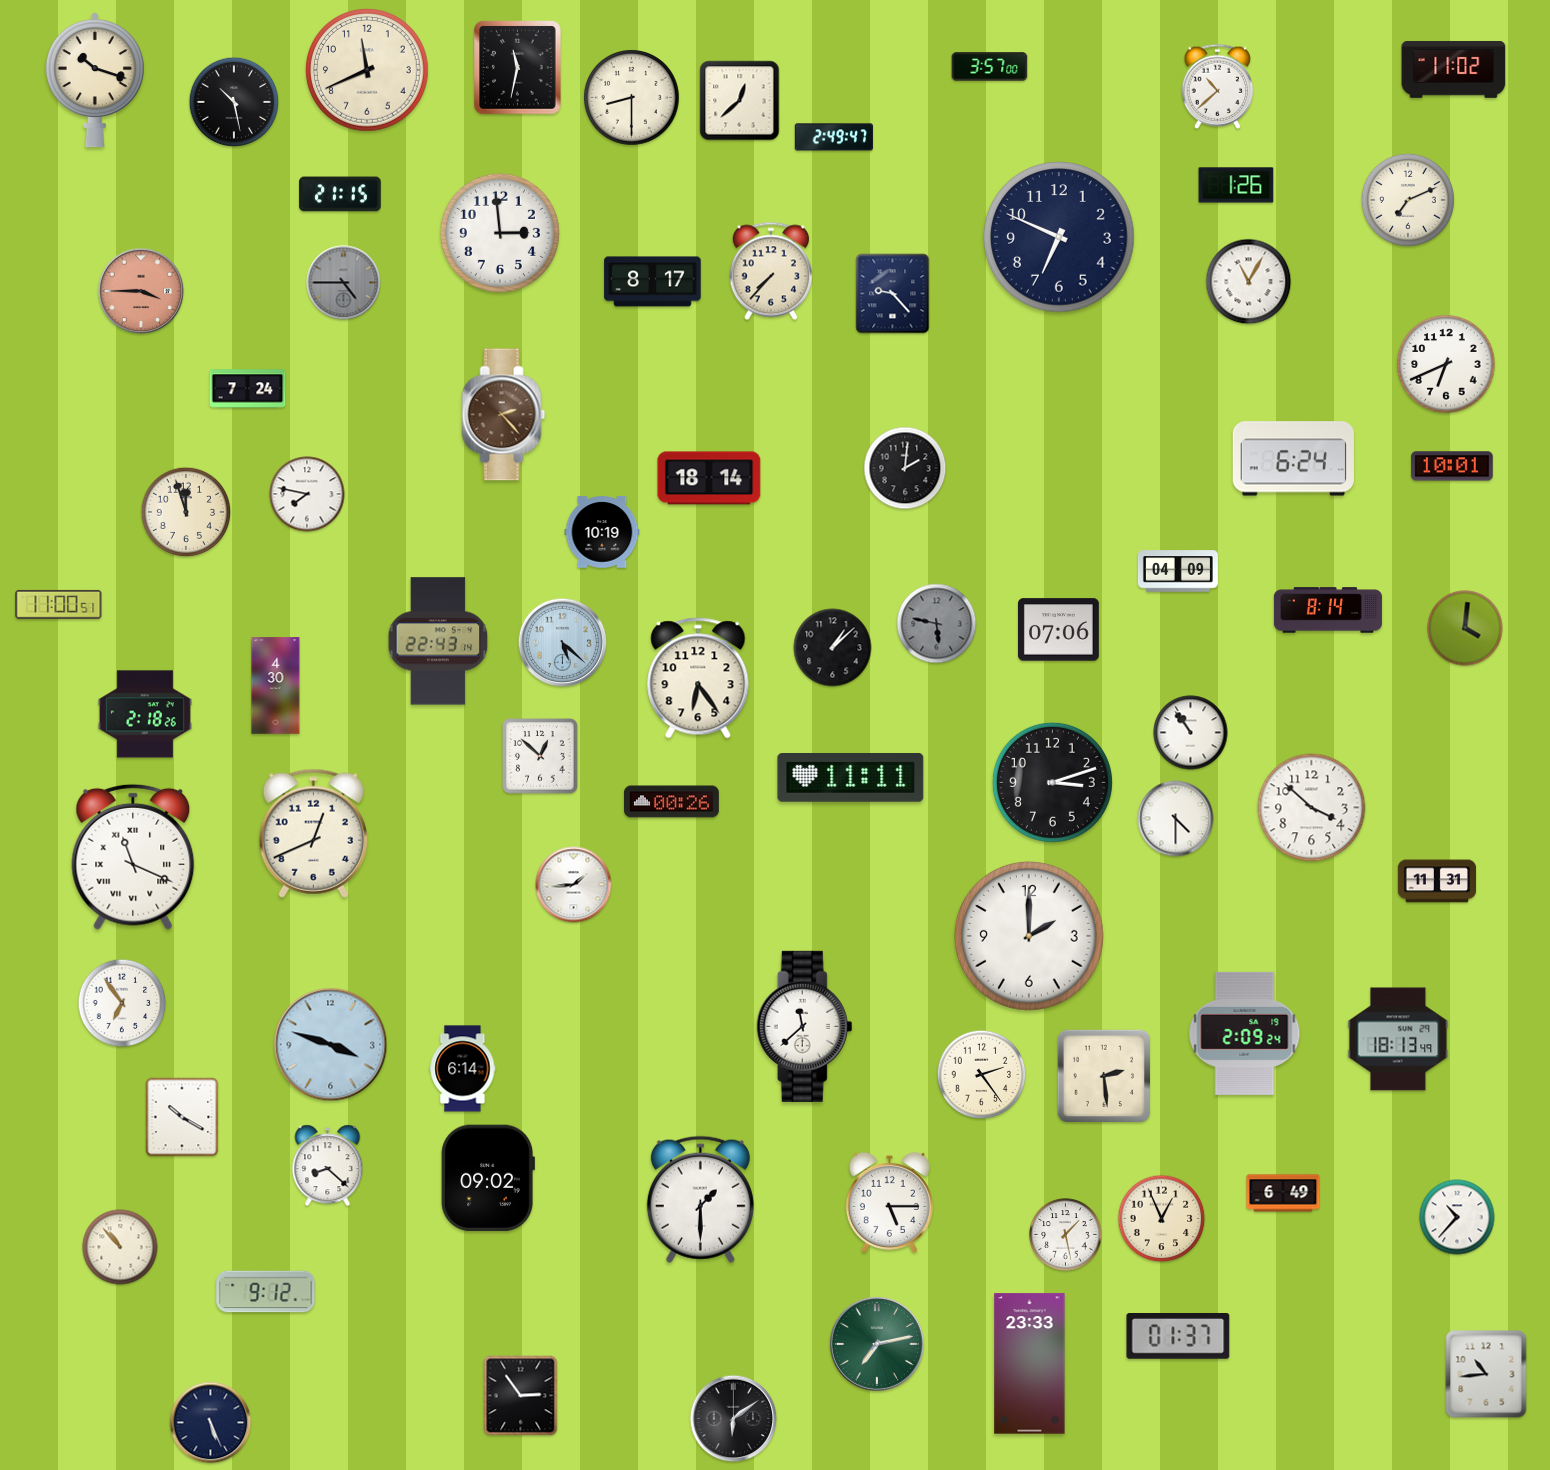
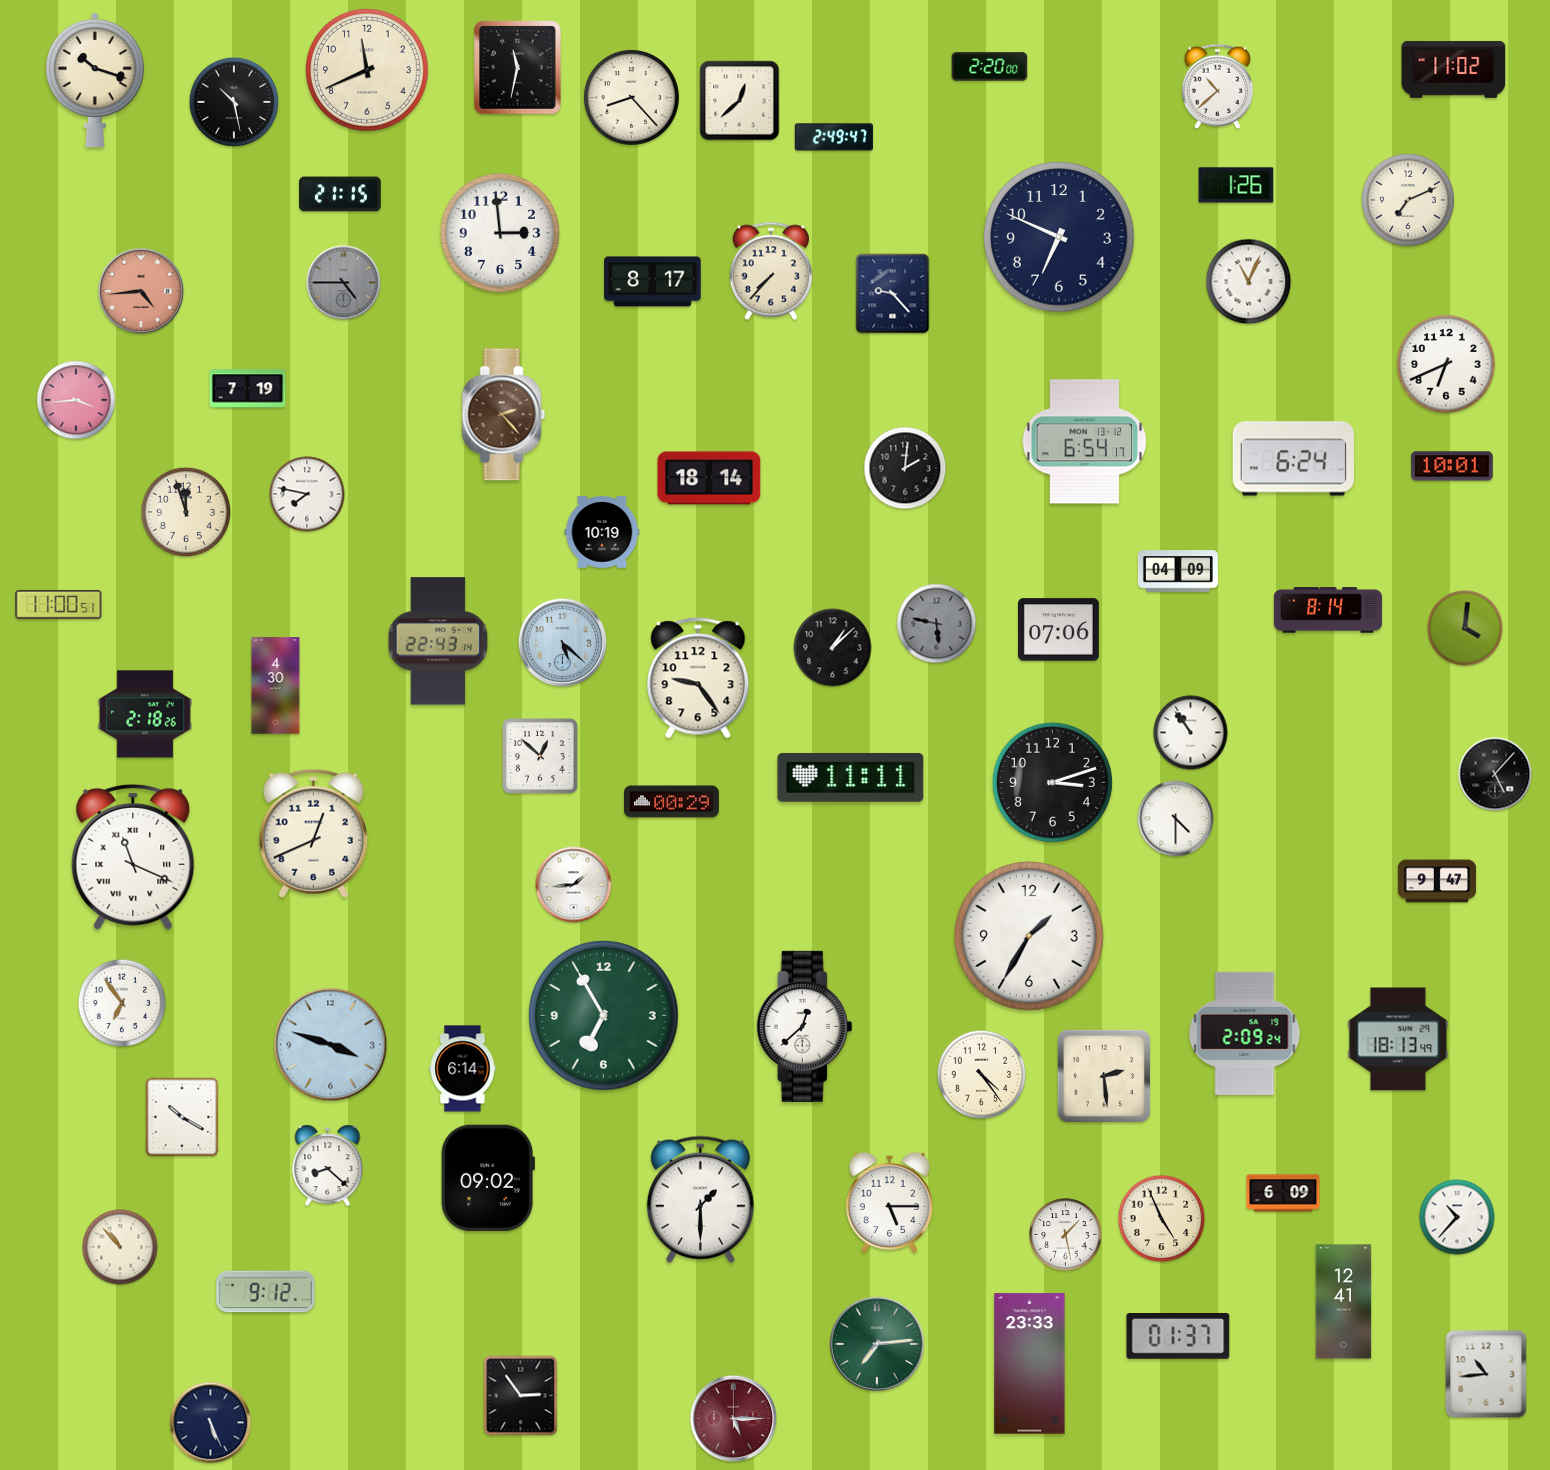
clock at (990, 67): 3:57 -> 2:20
clock at (632, 98): 8:30 -> 8:23
clock at (1249, 282): 11:05 -> 11:04
clock at (141, 291): 3:45 -> 4:44
clock at (248, 389): 7:24 -> 7:19
clock at (76, 400): none -> 3:44
clock at (1085, 442): none -> 6:54
clock at (698, 678): 6:24 -> 9:24
clock at (1495, 774): none -> 5:07
clock at (671, 802): 00:26 -> 00:29
clock at (1312, 808): 3:52 -> none
clock at (1437, 881): 11:31 -> 9:47
clock at (1030, 937): 2:00 -> 1:35
clock at (604, 1016): none -> 6:55
clock at (805, 1026): 11:38 -> 12:38
clock at (982, 1075): 2:24 -> 4:24
clock at (1283, 1193): 6:49 -> 6:09
clock at (1162, 1219): 12:56 -> 4:56
clock at (1344, 1302): none -> 12:41
clock at (877, 1344): 7:13 -> 7:14
clock at (734, 1419): 6:09 -> 5:15
clock at (734, 1419) dial: black -> burgundy
